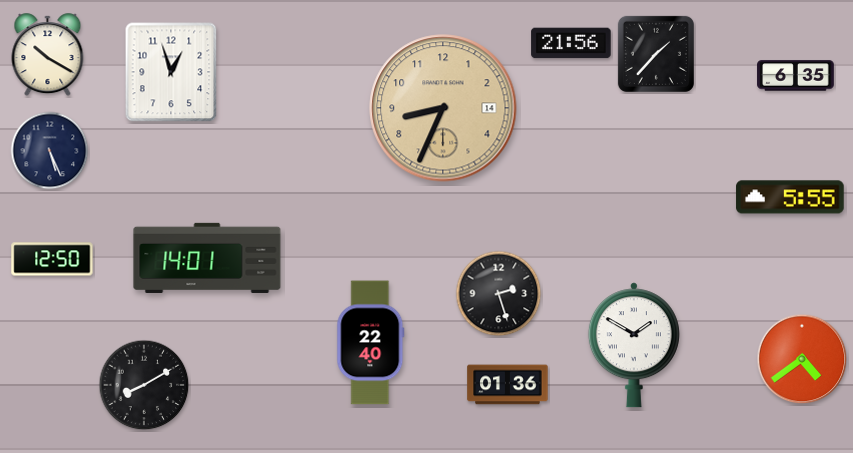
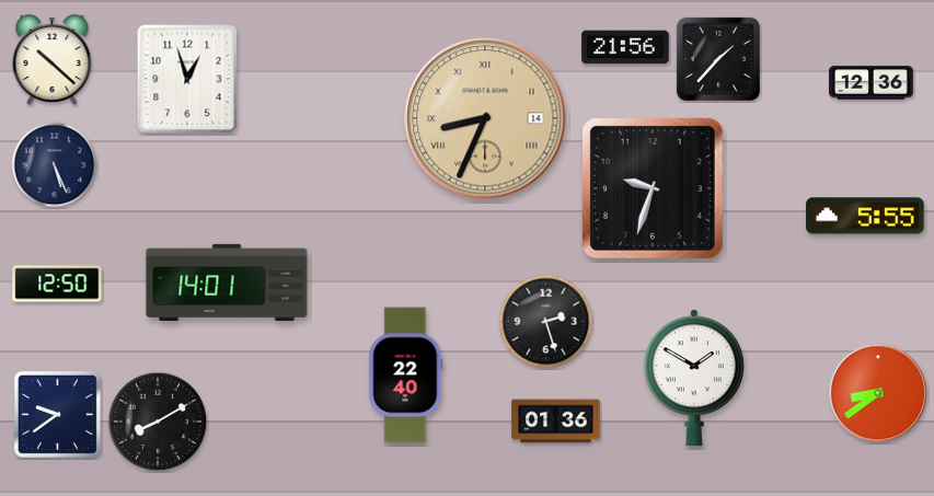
clock at (48, 55): 10:20 -> 10:22
clock at (796, 76): 6:35 -> 12:36
clock at (443, 108) numerals: Arabic -> Roman
clock at (653, 188): none -> 9:33
clock at (802, 359): 4:39 -> 8:39
clock at (57, 414): none -> 9:39
